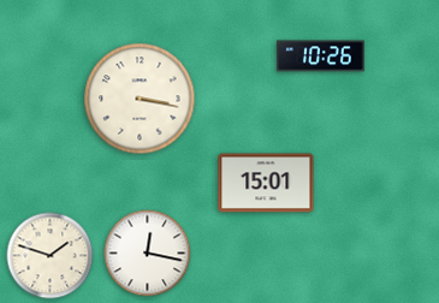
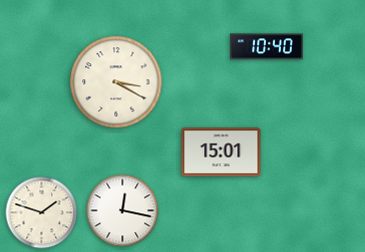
clock at (320, 57): 10:26 -> 10:40
clock at (140, 99): 3:17 -> 3:20
